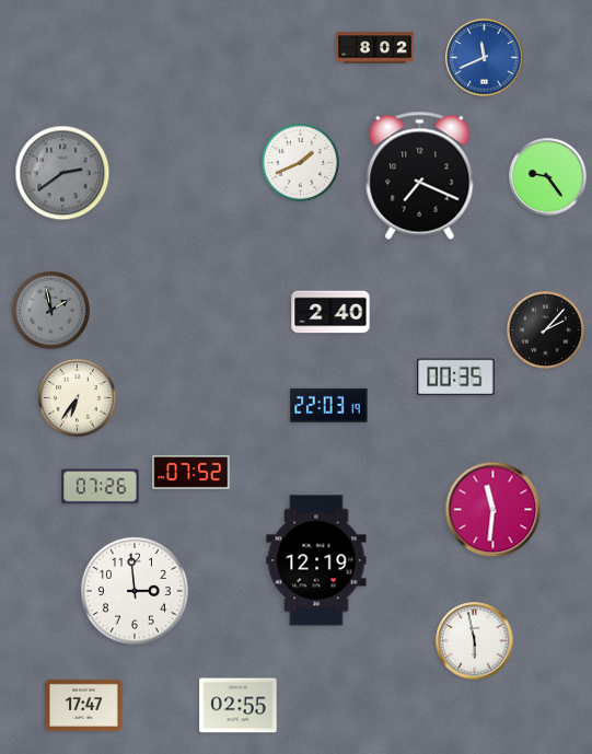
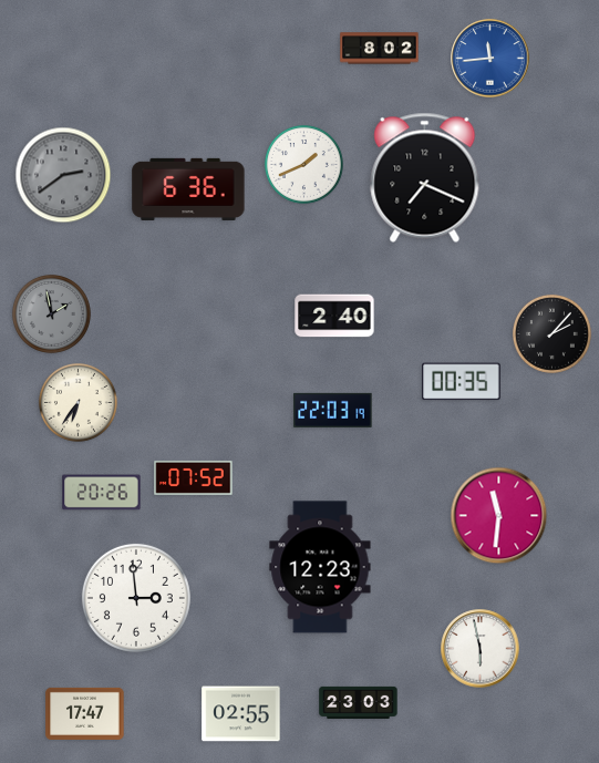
clock at (485, 58): 11:41 -> 11:44
clock at (548, 177): 9:24 -> none
clock at (188, 189): none -> 6:36
clock at (101, 487): 07:26 -> 20:26
clock at (316, 560): 12:19 -> 12:23
clock at (359, 702): none -> 23:03
